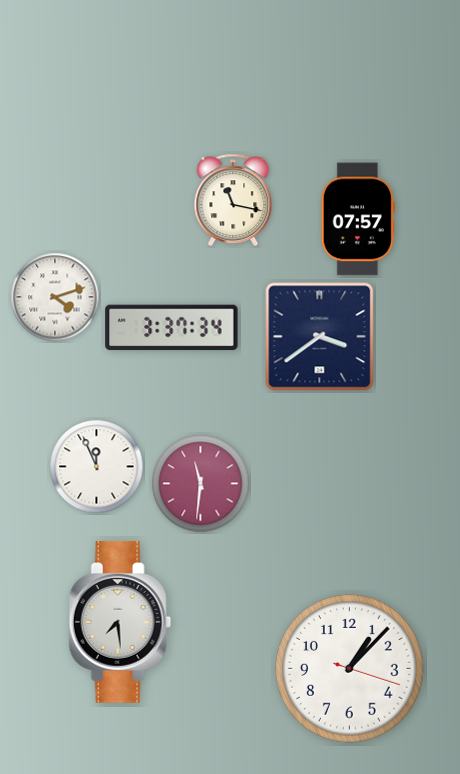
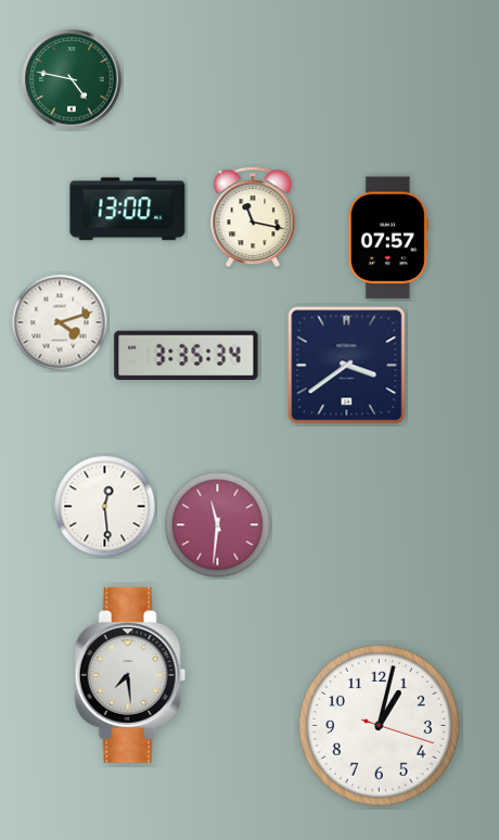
clock at (72, 79): none -> 4:47
clock at (128, 209): none -> 13:00
clock at (172, 328): 3:37 -> 3:35
clock at (97, 467): 11:56 -> 12:29
clock at (349, 668): 1:07 -> 1:02
